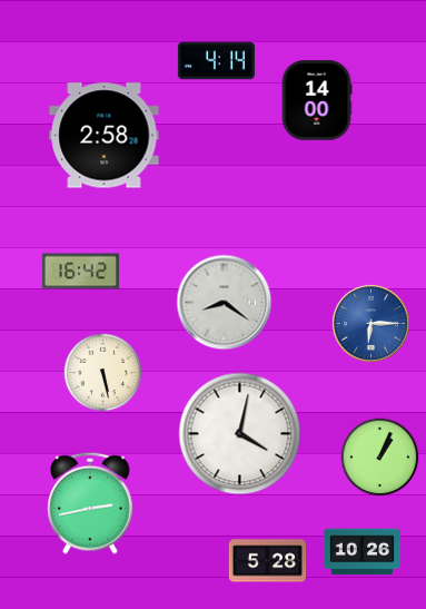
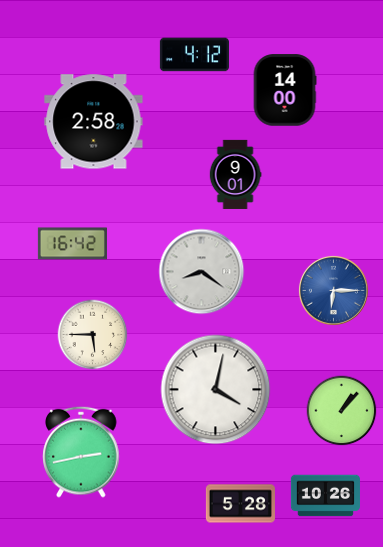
clock at (216, 61): 4:14 -> 4:12
clock at (235, 174): none -> 9:01
clock at (103, 373): 5:28 -> 5:45
clock at (380, 458): 1:04 -> 1:07
